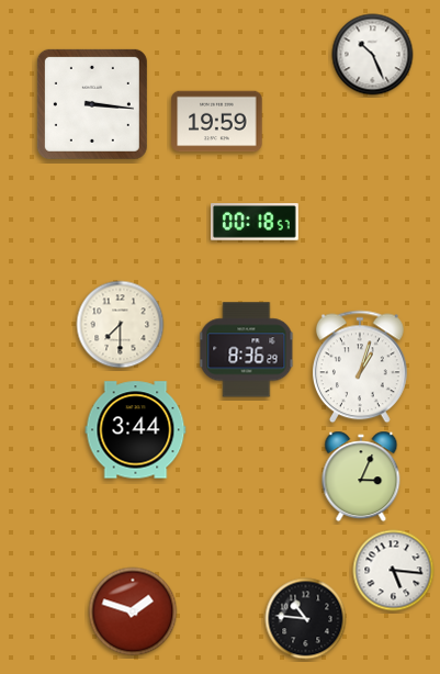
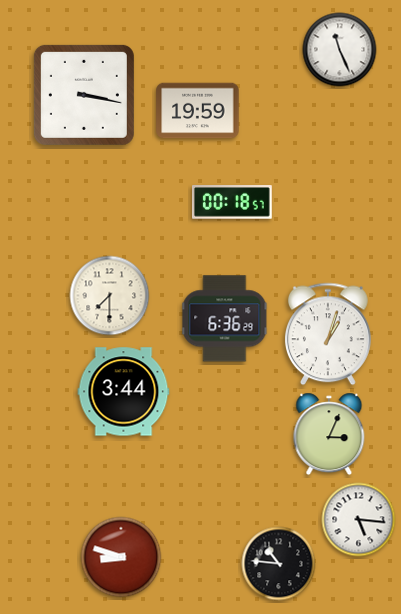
clock at (373, 55): 10:26 -> 11:26
clock at (92, 104): 3:16 -> 3:17
clock at (247, 350): 8:36 -> 6:36
clock at (133, 611): 1:48 -> 8:48
